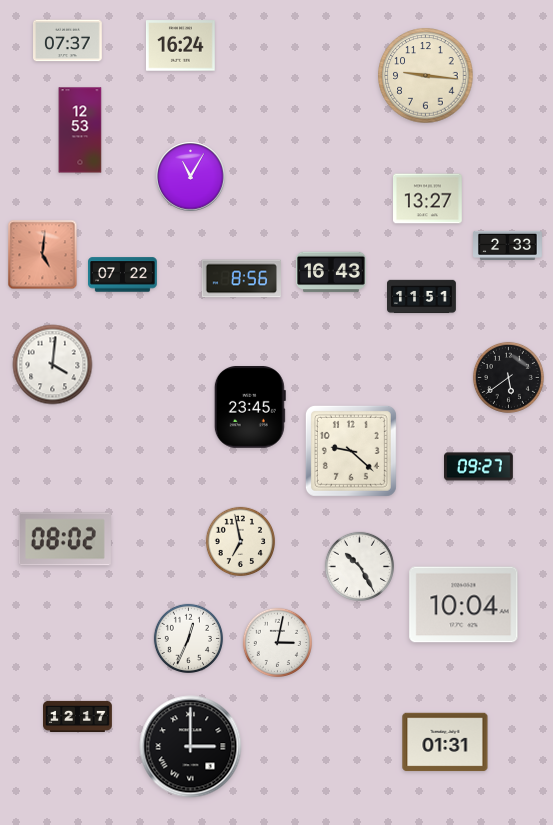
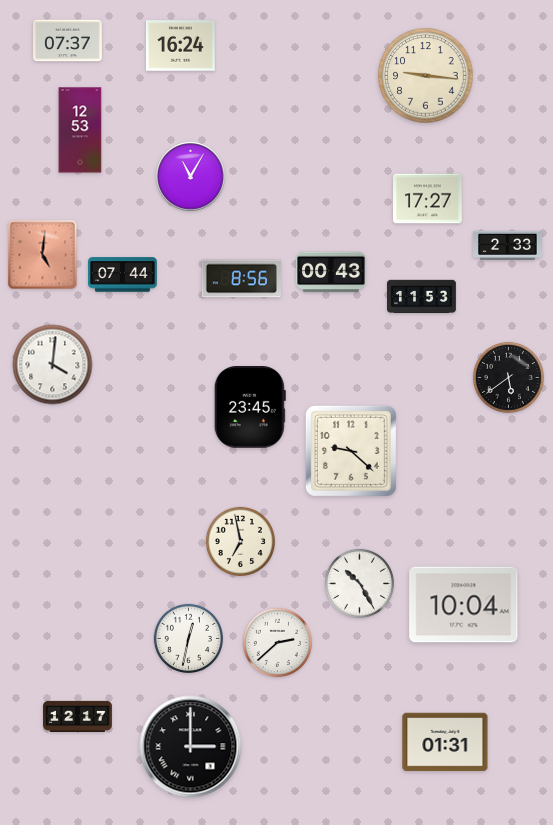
clock at (428, 199): 13:27 -> 17:27
clock at (331, 272): 16:43 -> 00:43
clock at (123, 275): 07:22 -> 07:44
clock at (422, 297): 11:51 -> 11:53
clock at (479, 467): 09:27 -> none
clock at (65, 539): 08:02 -> none
clock at (359, 566) position: (359, 566) -> (359, 583)
clock at (188, 638): 12:34 -> 12:32
clock at (277, 642): 3:02 -> 2:38
